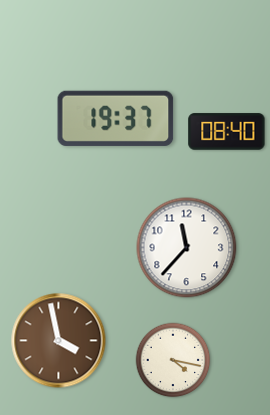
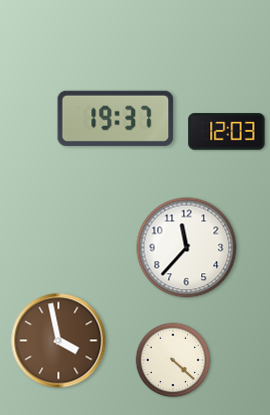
clock at (227, 132): 08:40 -> 12:03
clock at (173, 360): 4:17 -> 4:22
